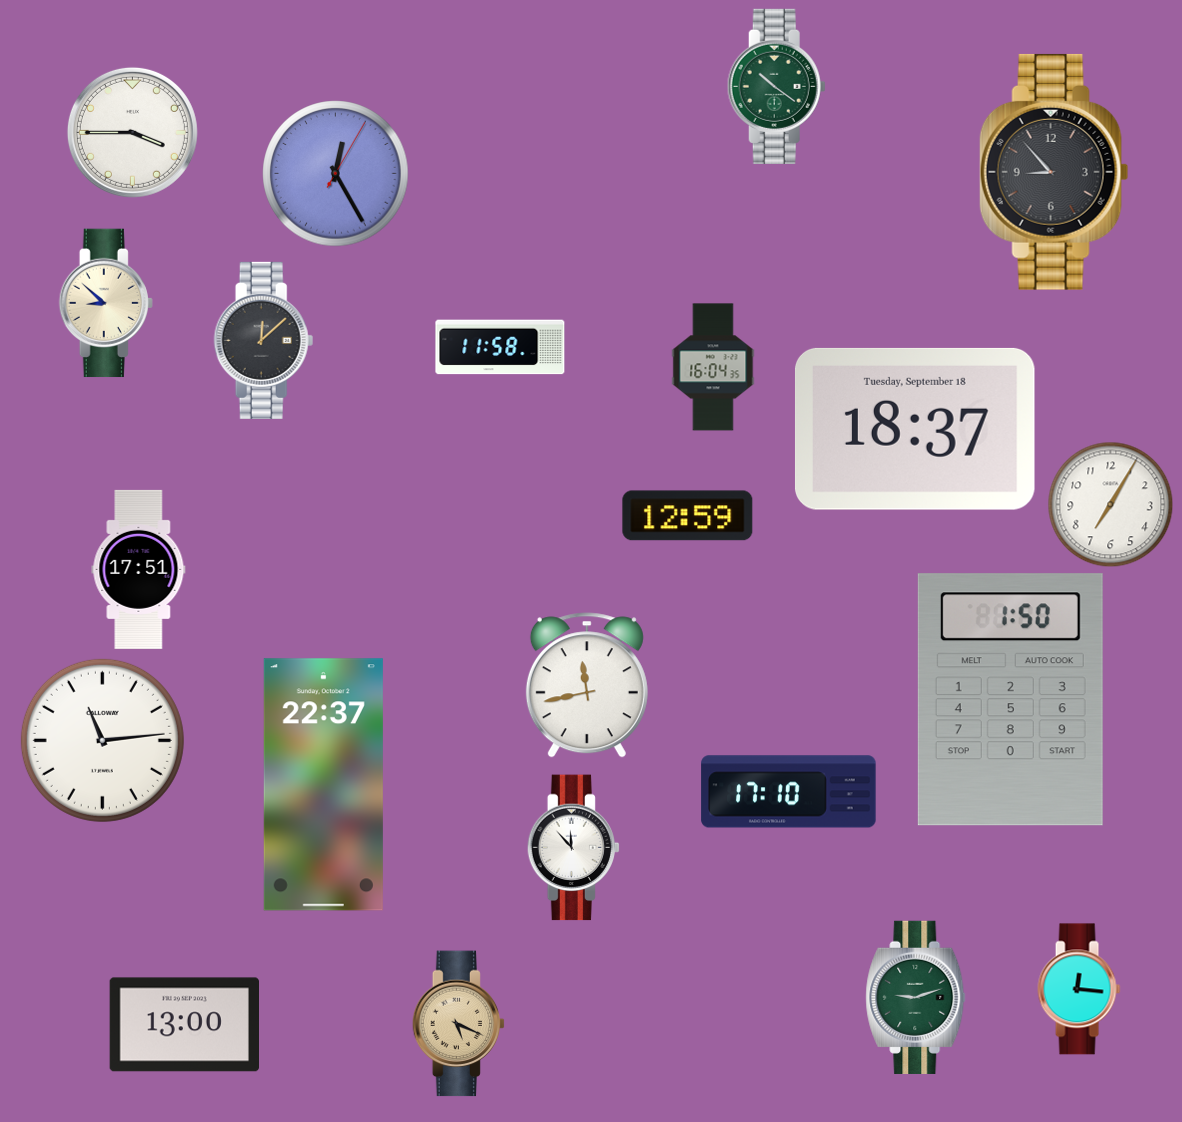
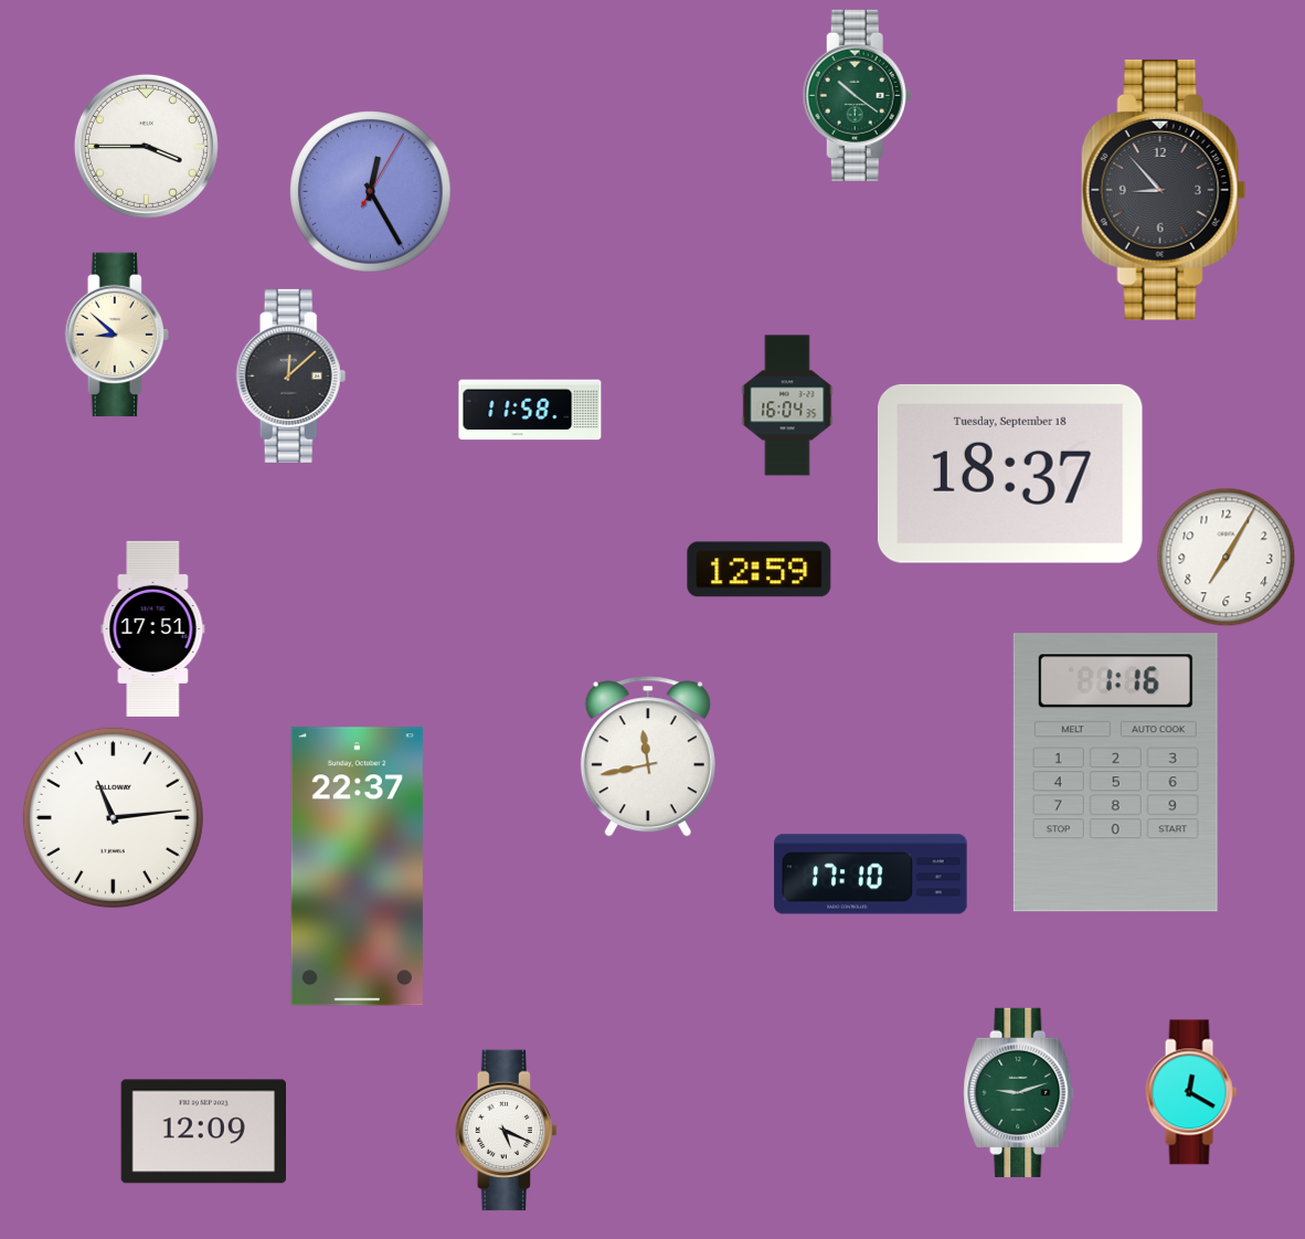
clock at (500, 347) position: (500, 347) -> (530, 410)
clock at (1010, 700): 1:50 -> 1:16
clock at (574, 848): 11:53 -> none
clock at (1079, 989): 12:16 -> 12:20
clock at (916, 997) position: (916, 997) -> (1019, 1092)
clock at (459, 1024) dial: champagne -> white
clock at (184, 1025): 13:00 -> 12:09
